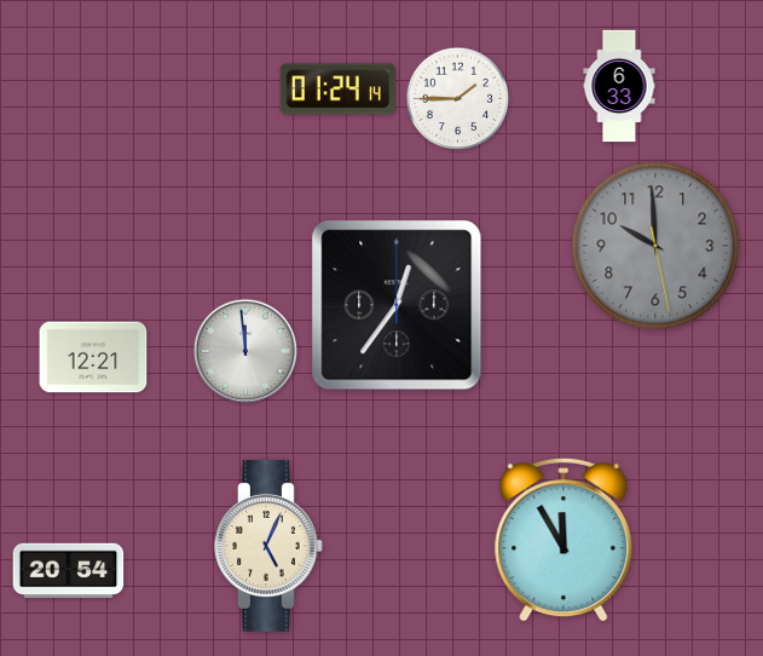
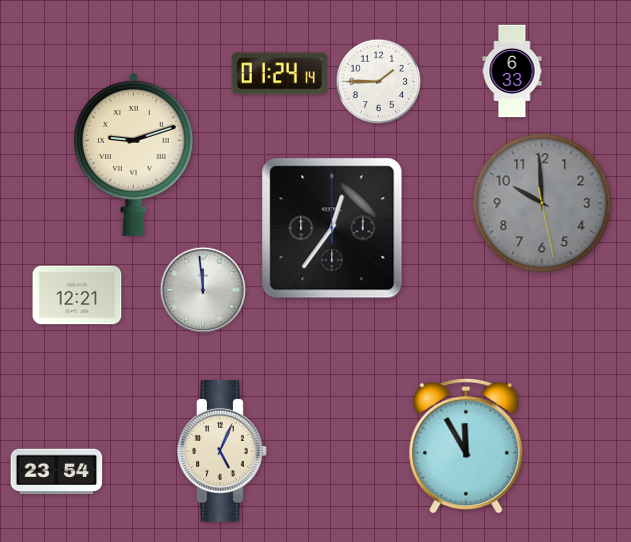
clock at (133, 154): none -> 9:12
clock at (397, 305) position: (397, 305) -> (332, 228)
clock at (69, 571): 20:54 -> 23:54
